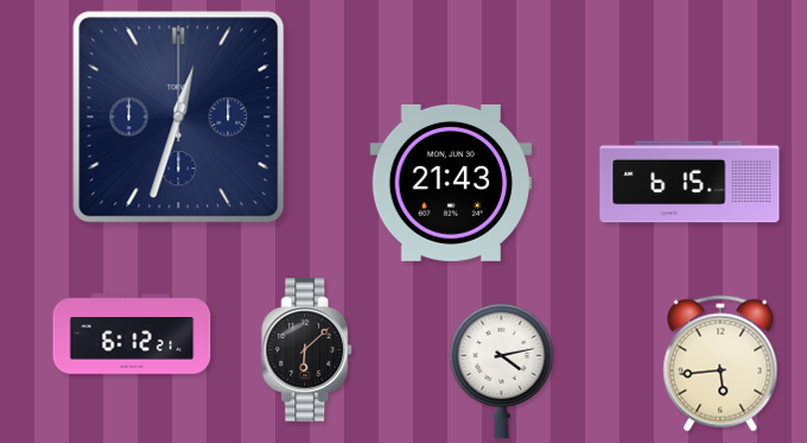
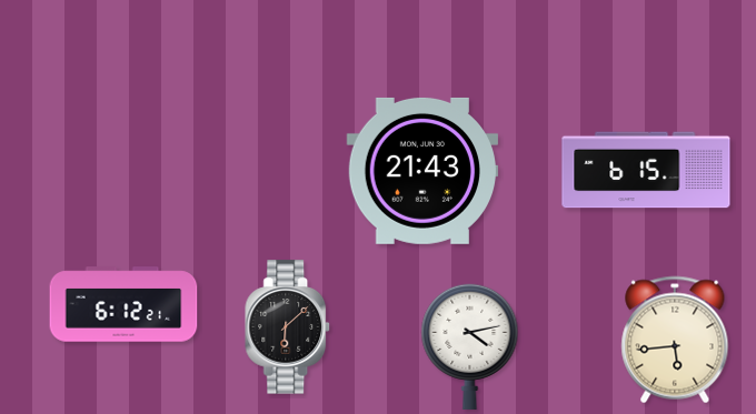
clock at (179, 118): 12:33 -> none
clock at (132, 334) position: (132, 334) -> (123, 304)
